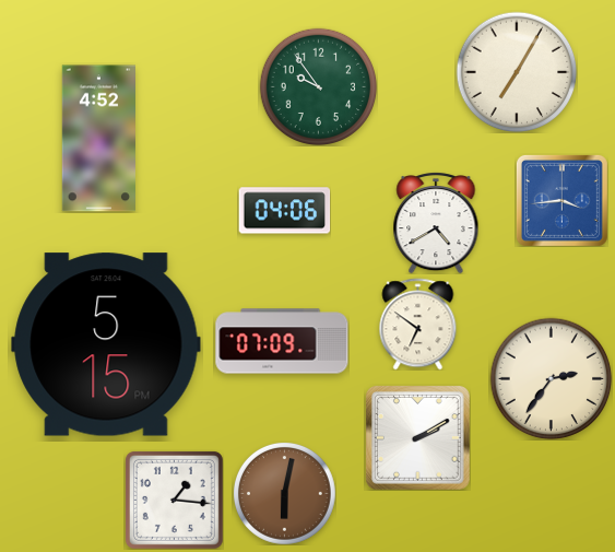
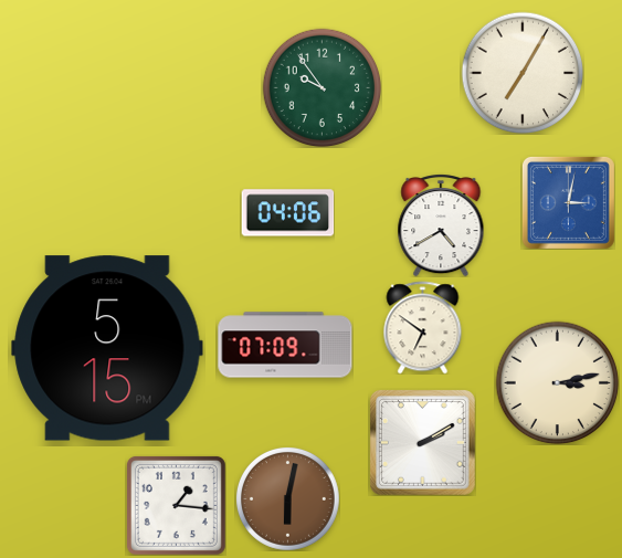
clock at (98, 139): 4:52 -> none
clock at (561, 200): 3:44 -> 3:02
clock at (551, 378): 2:36 -> 3:13
